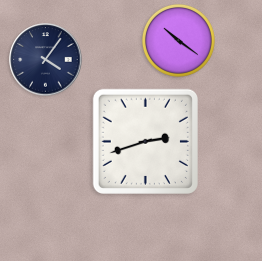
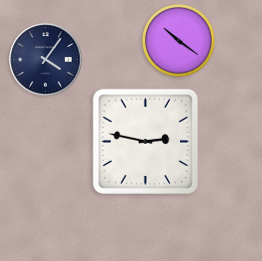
clock at (145, 141): 2:42 -> 2:47
